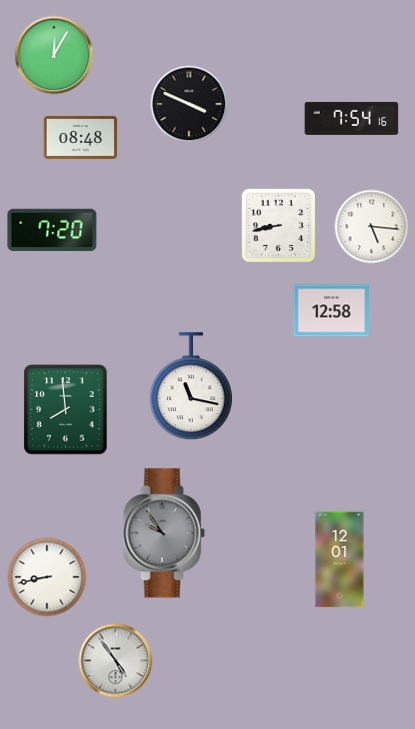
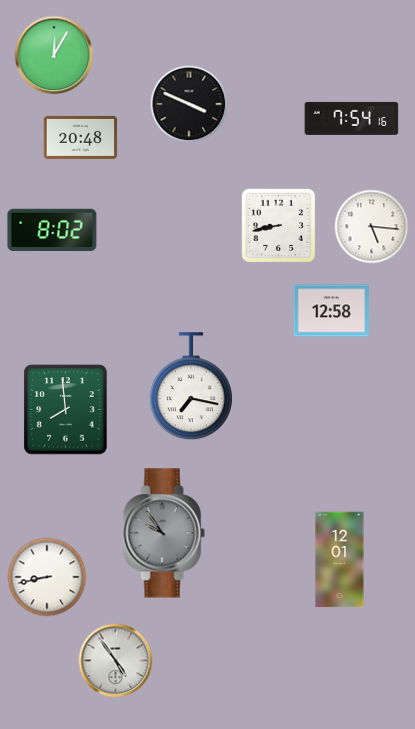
clock at (81, 137): 08:48 -> 20:48
clock at (52, 230): 7:20 -> 8:02
clock at (191, 387): 11:17 -> 7:17
